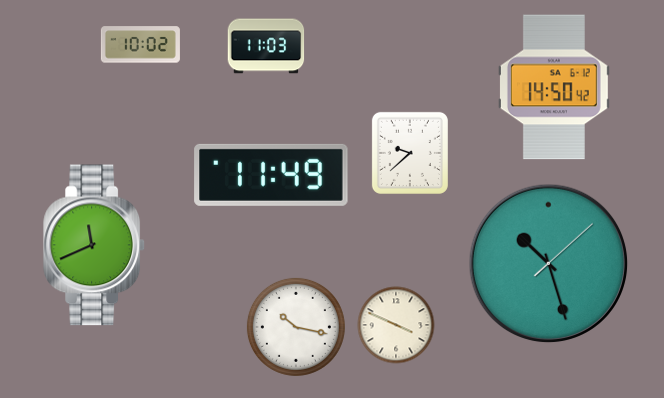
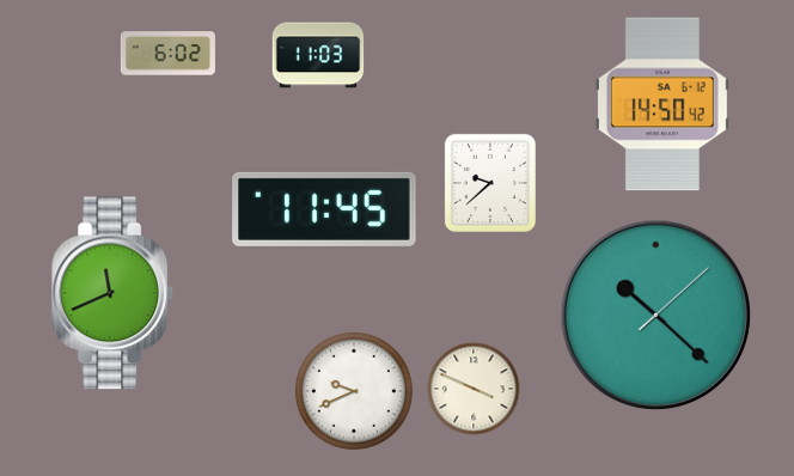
clock at (140, 45): 10:02 -> 6:02
clock at (271, 175): 11:49 -> 11:45
clock at (549, 264): 10:27 -> 10:22
clock at (296, 327): 10:17 -> 9:41
